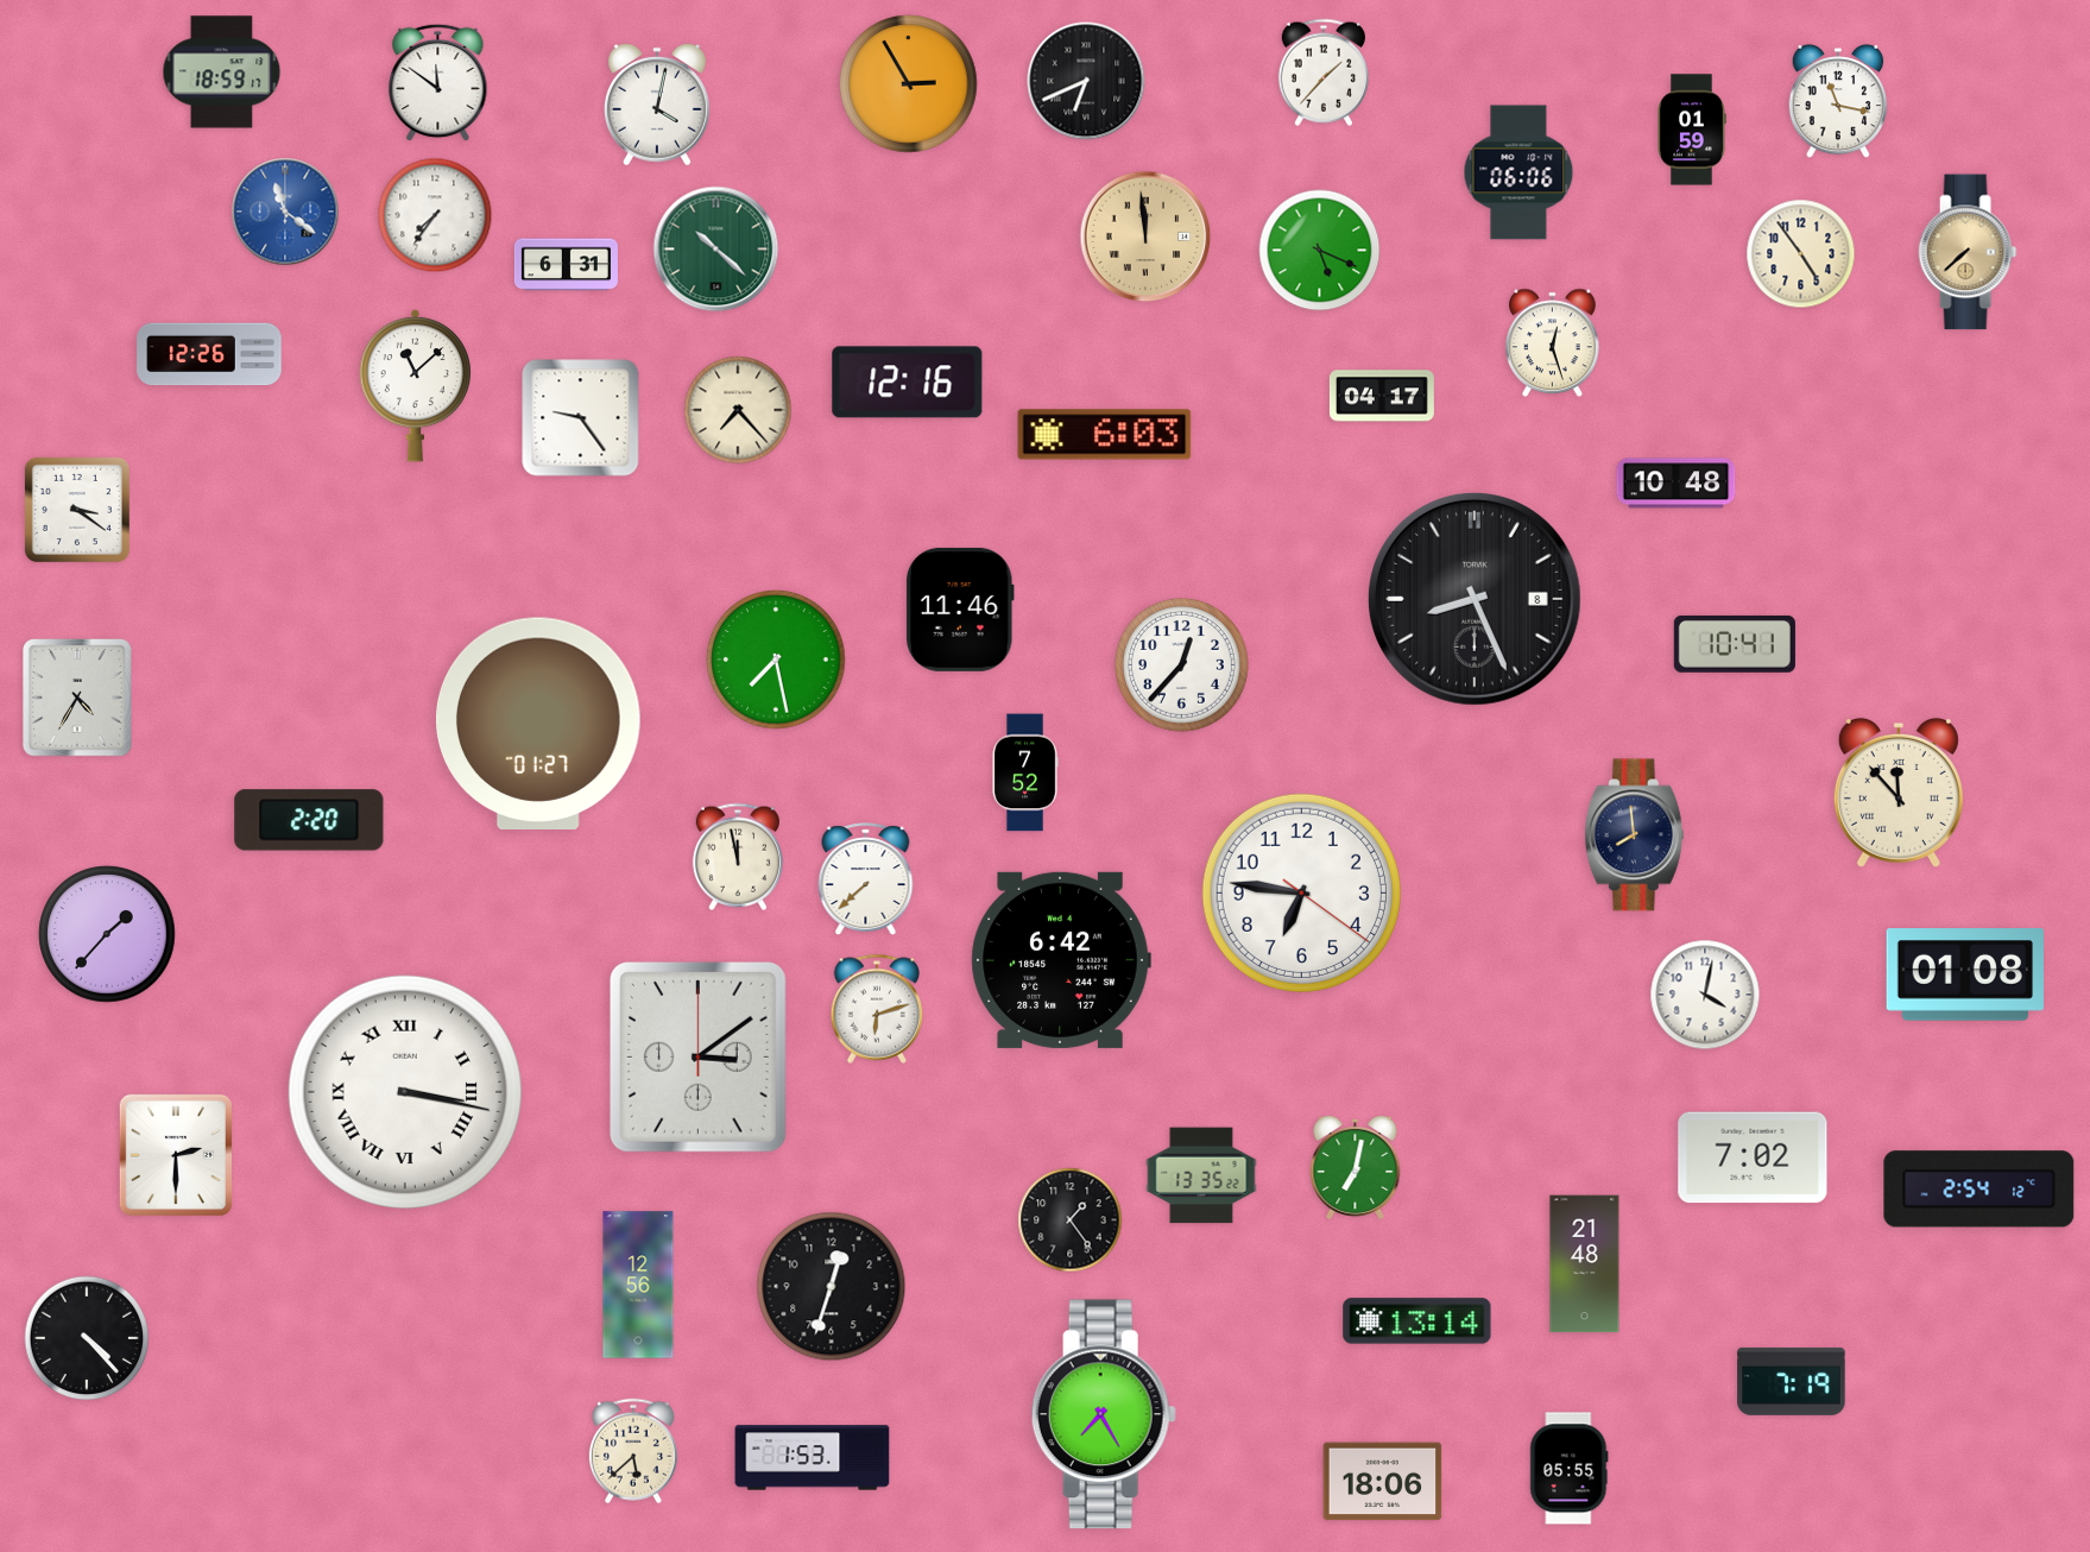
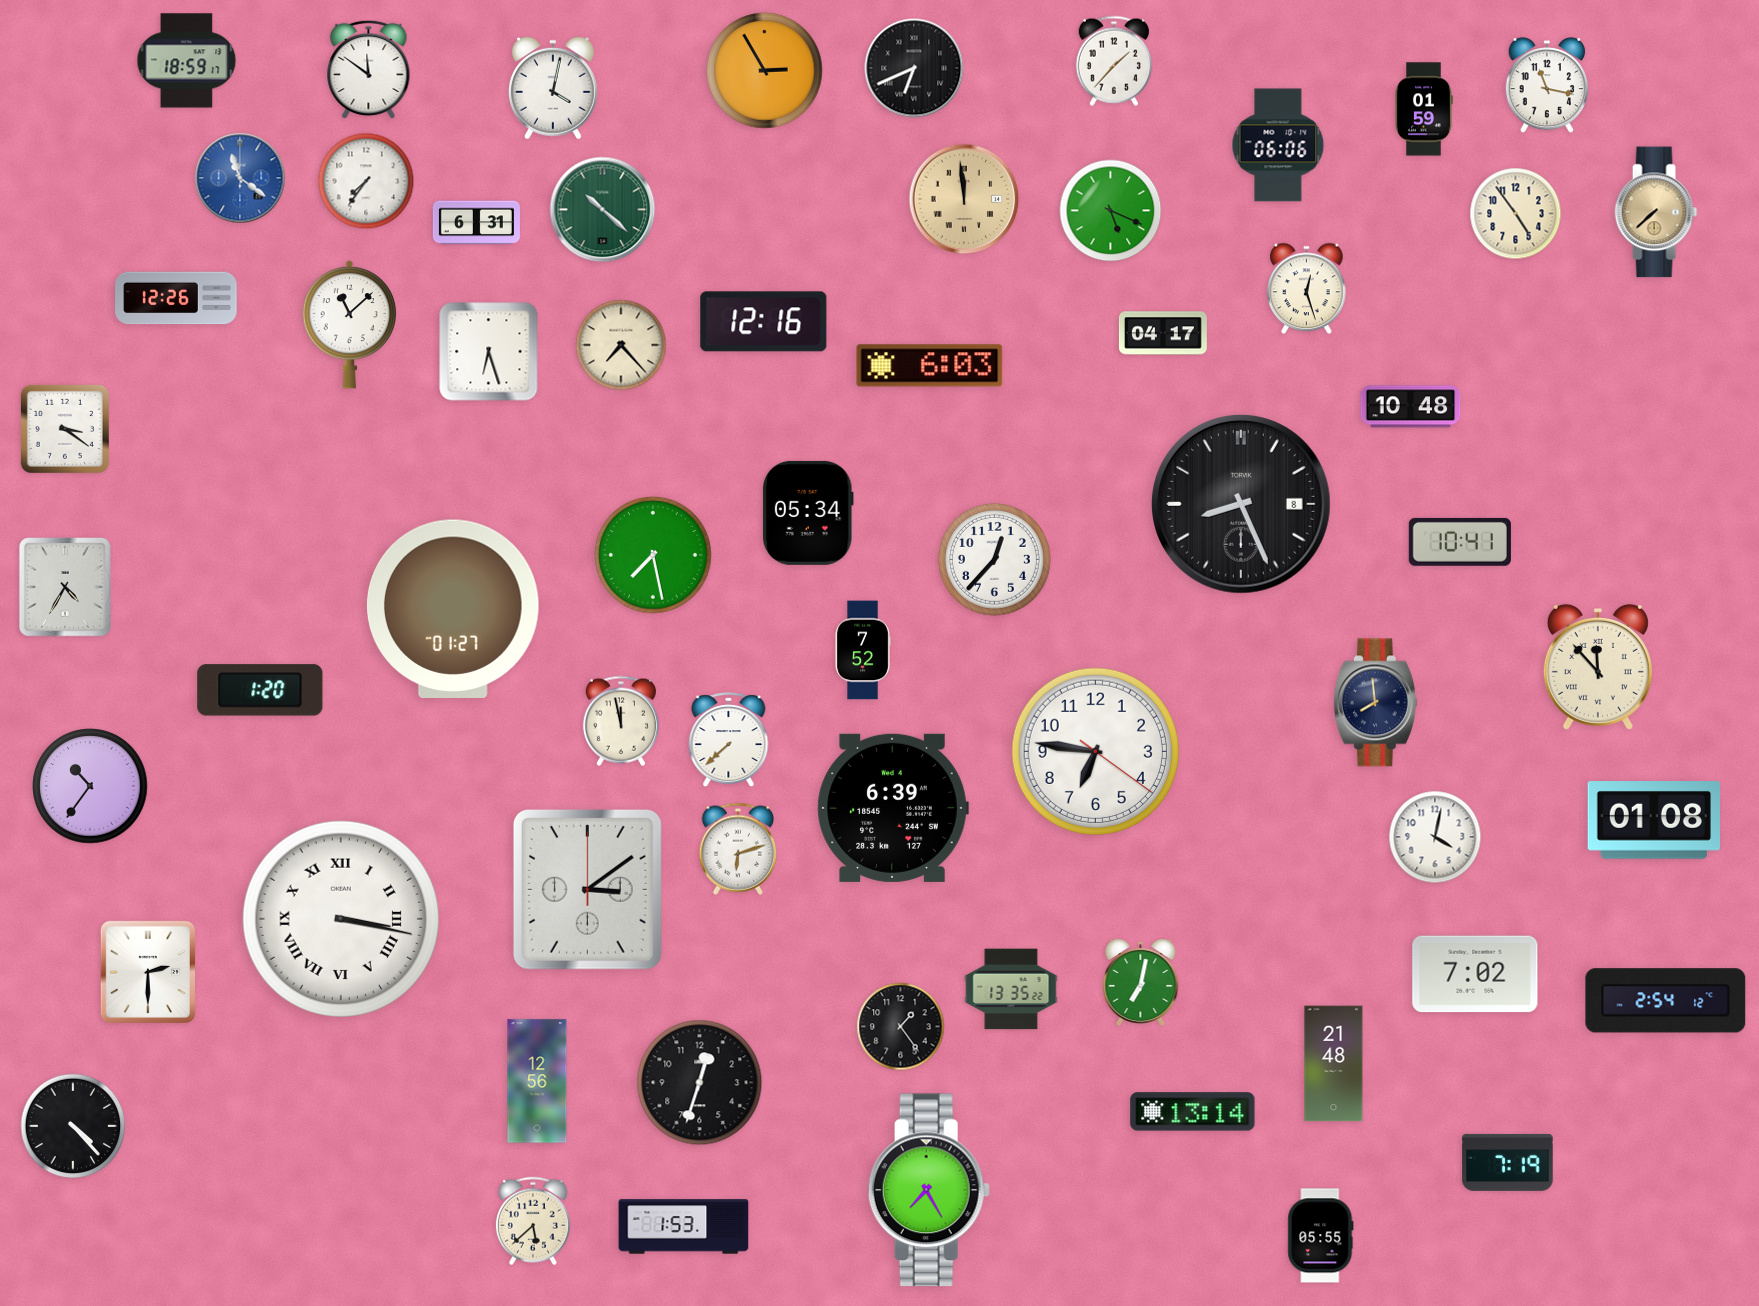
clock at (581, 418): 9:24 -> 6:27
clock at (960, 610): 11:46 -> 05:34
clock at (309, 820): 2:20 -> 1:20
clock at (107, 934): 1:37 -> 10:36
clock at (1061, 960): 6:42 -> 6:39
clock at (1383, 1482): 18:06 -> none
